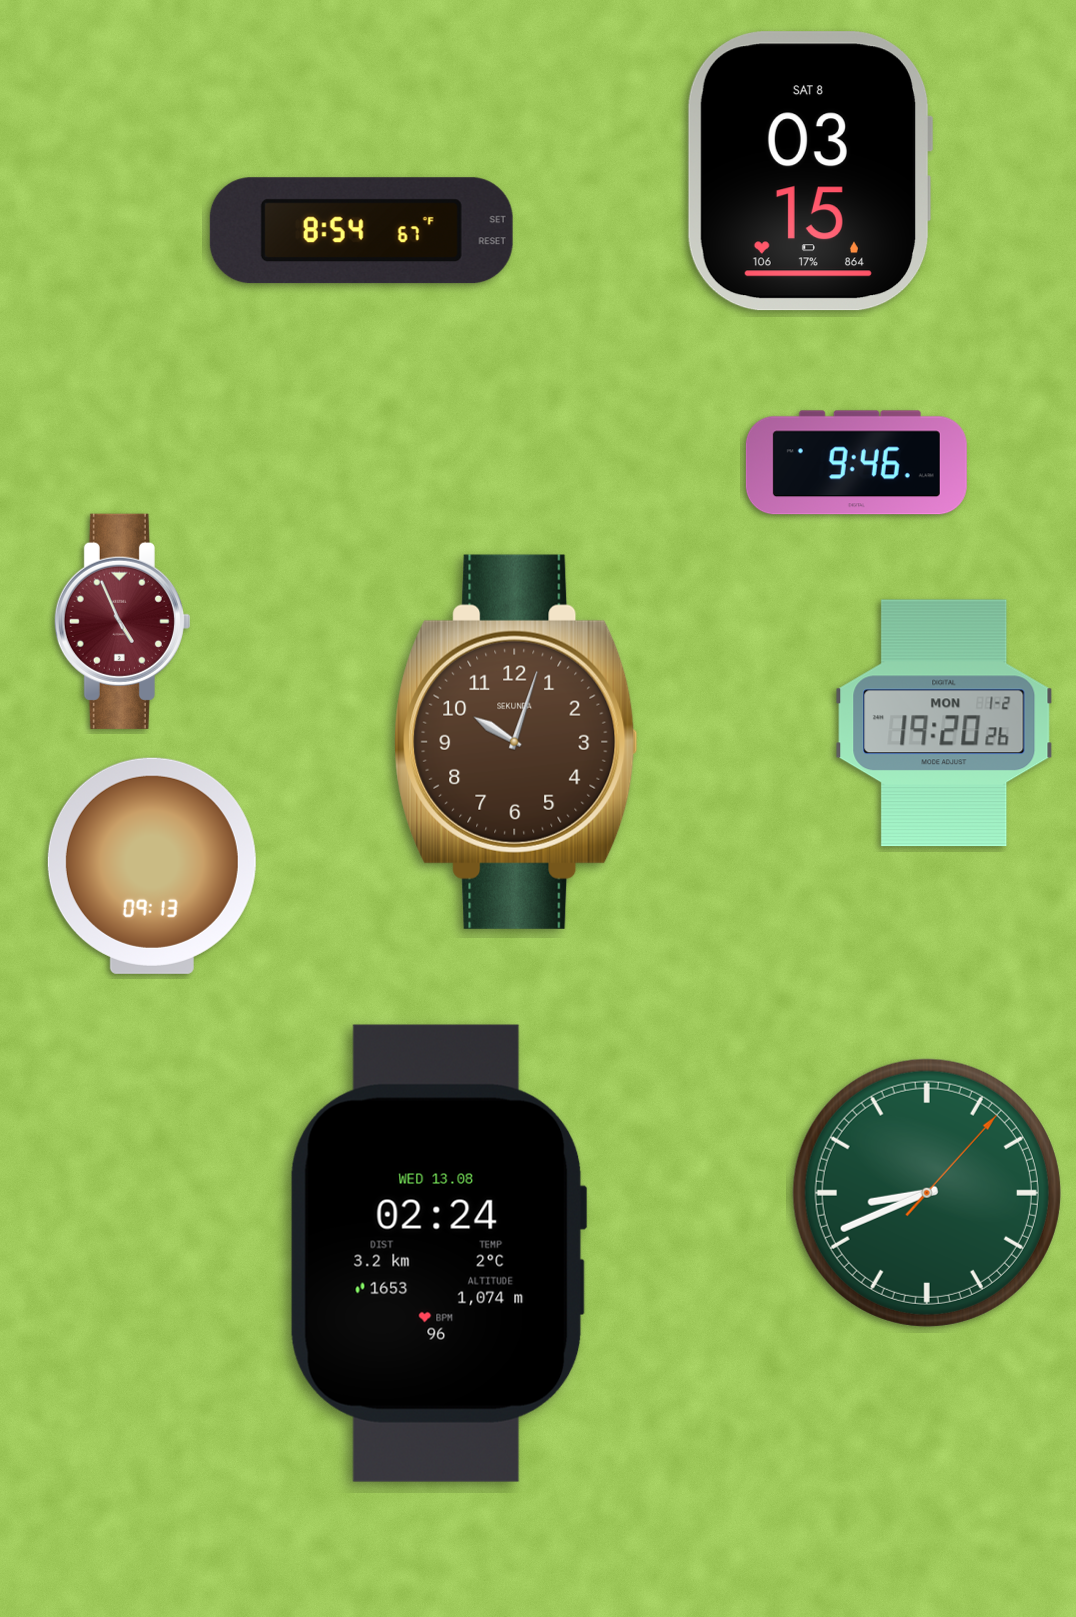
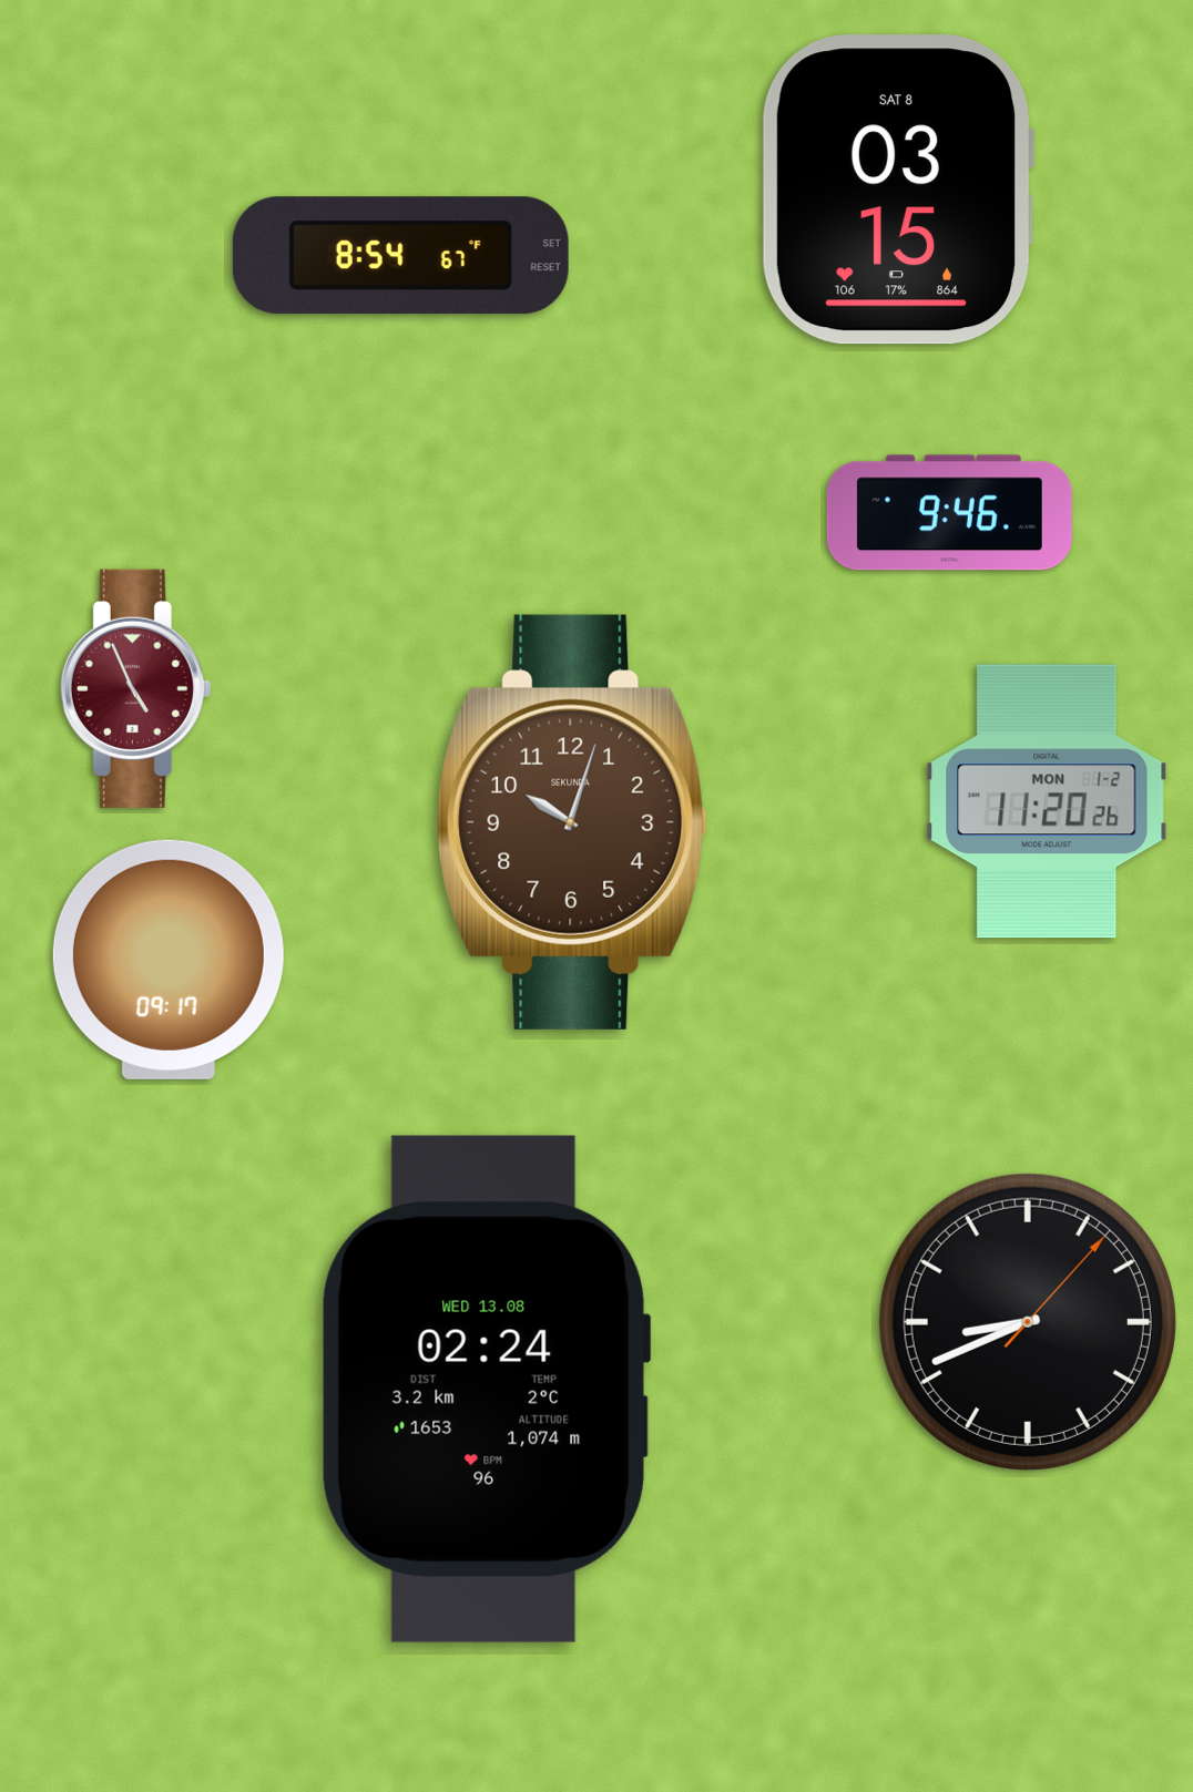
clock at (944, 723): 19:20 -> 11:20
clock at (152, 866): 09:13 -> 09:17
clock at (927, 1193) dial: green -> black
